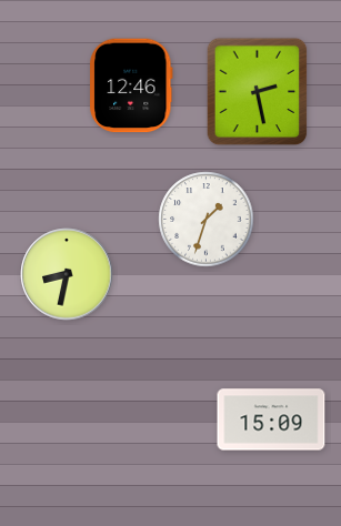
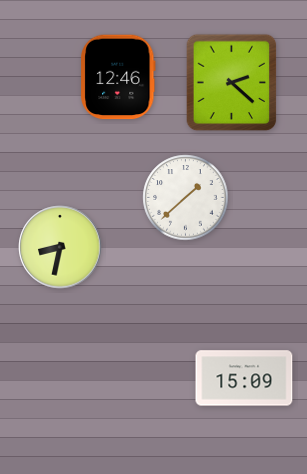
clock at (258, 92): 2:28 -> 2:22
clock at (207, 220): 1:33 -> 1:38
